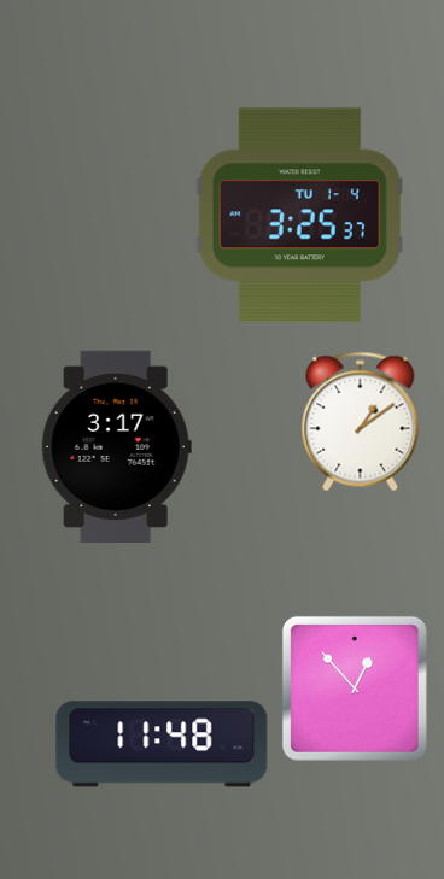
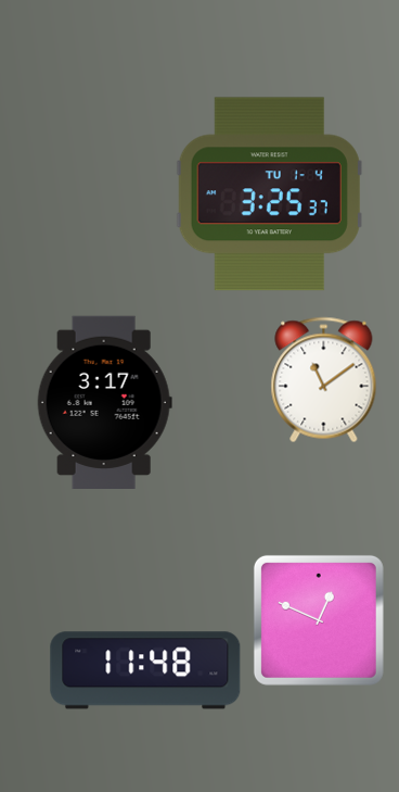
clock at (361, 422): 1:09 -> 11:09
clock at (355, 688): 12:53 -> 12:49
